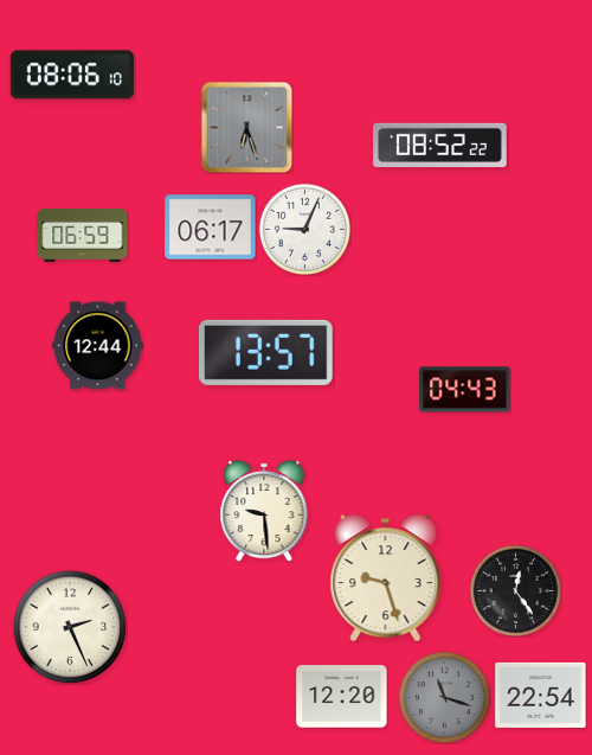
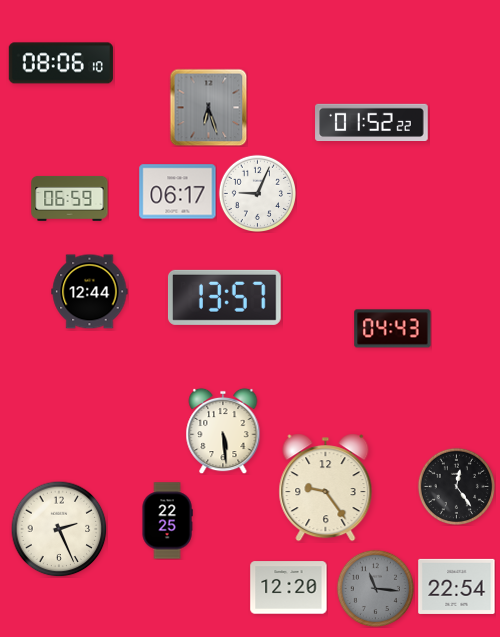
clock at (440, 145): 08:52 -> 01:52
clock at (98, 346) position: (98, 346) -> (90, 292)
clock at (264, 511): 9:29 -> 5:29
clock at (386, 578): 9:27 -> 9:24
clock at (515, 590) position: (515, 590) -> (456, 486)
clock at (167, 521): none -> 22:25
clock at (444, 697): 11:18 -> 11:16
